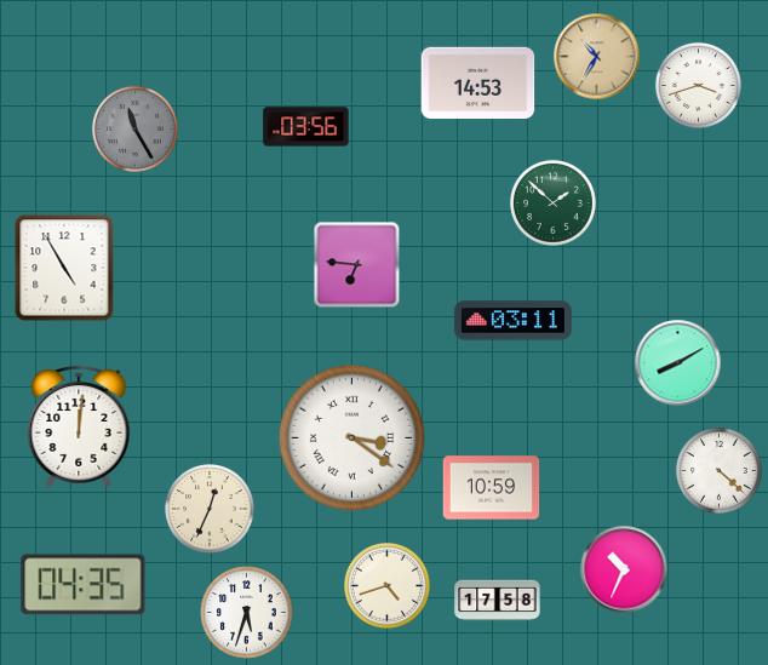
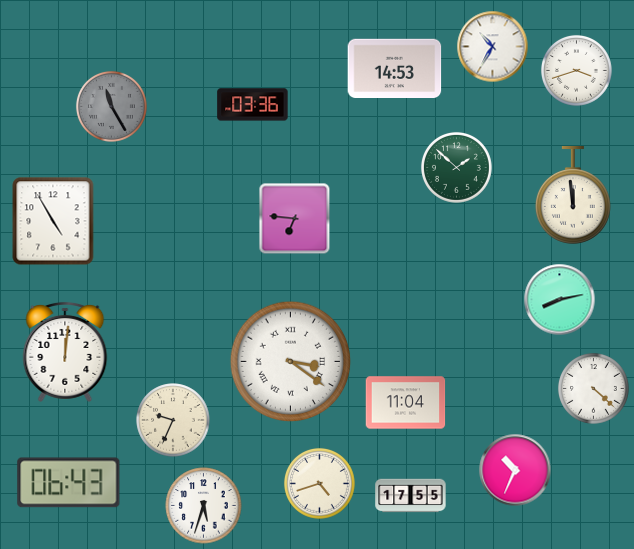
clock at (597, 57) dial: champagne -> white
clock at (306, 127): 03:56 -> 03:36
clock at (573, 196): none -> 11:59
clock at (512, 321): 03:11 -> none
clock at (678, 363): 8:10 -> 8:13
clock at (492, 488): 10:59 -> 11:04
clock at (210, 509): 12:34 -> 9:34
clock at (84, 585): 04:35 -> 06:43
clock at (498, 601): 17:58 -> 17:55
